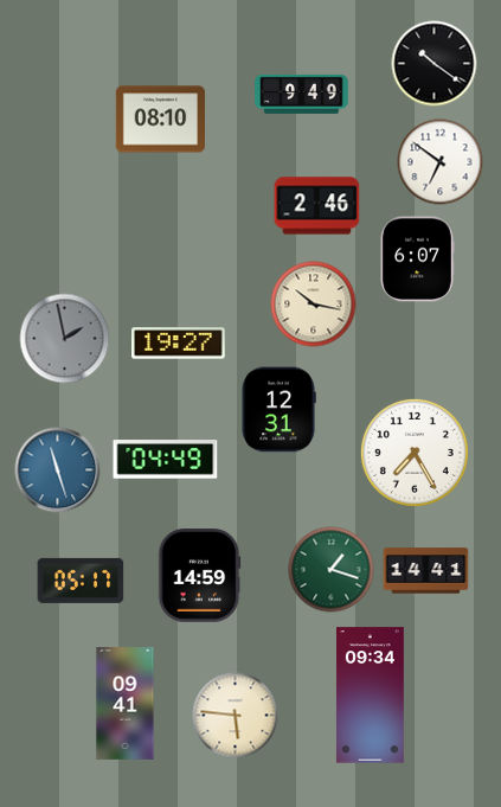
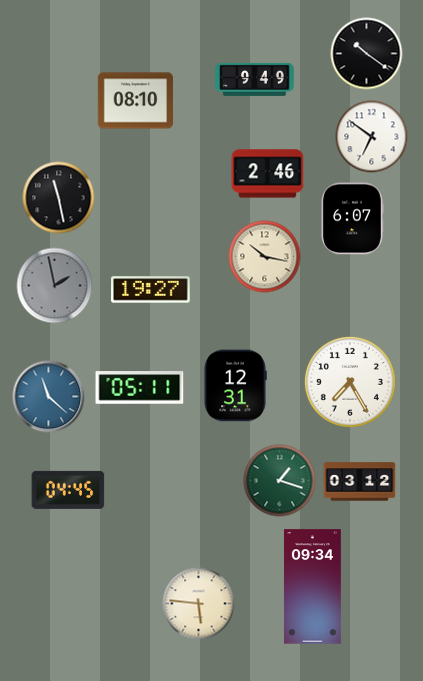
clock at (59, 198): none -> 11:28
clock at (278, 410) position: (278, 410) -> (235, 386)
clock at (166, 460): 04:49 -> 05:11
clock at (58, 470): 11:27 -> 11:22
clock at (426, 571): 14:41 -> 03:12
clock at (200, 576): 14:59 -> none
clock at (81, 581): 05:17 -> 04:45
clock at (126, 704): 09:41 -> none
